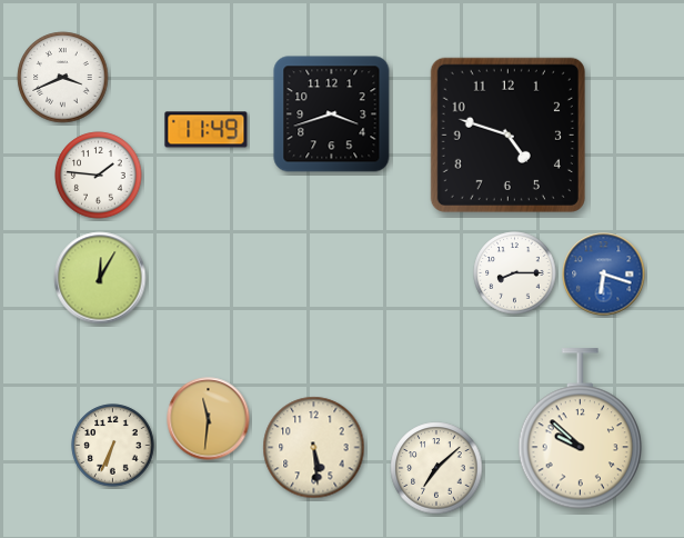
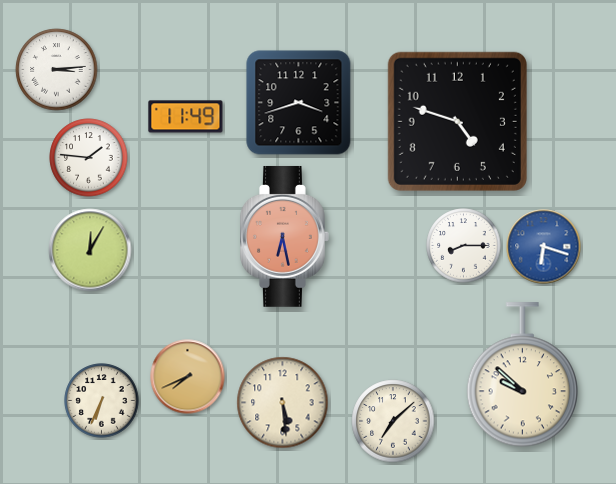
clock at (63, 78): 3:41 -> 3:14
clock at (285, 236): none -> 6:28
clock at (209, 419): 11:31 -> 7:41
clock at (581, 429) position: (581, 429) -> (523, 375)
